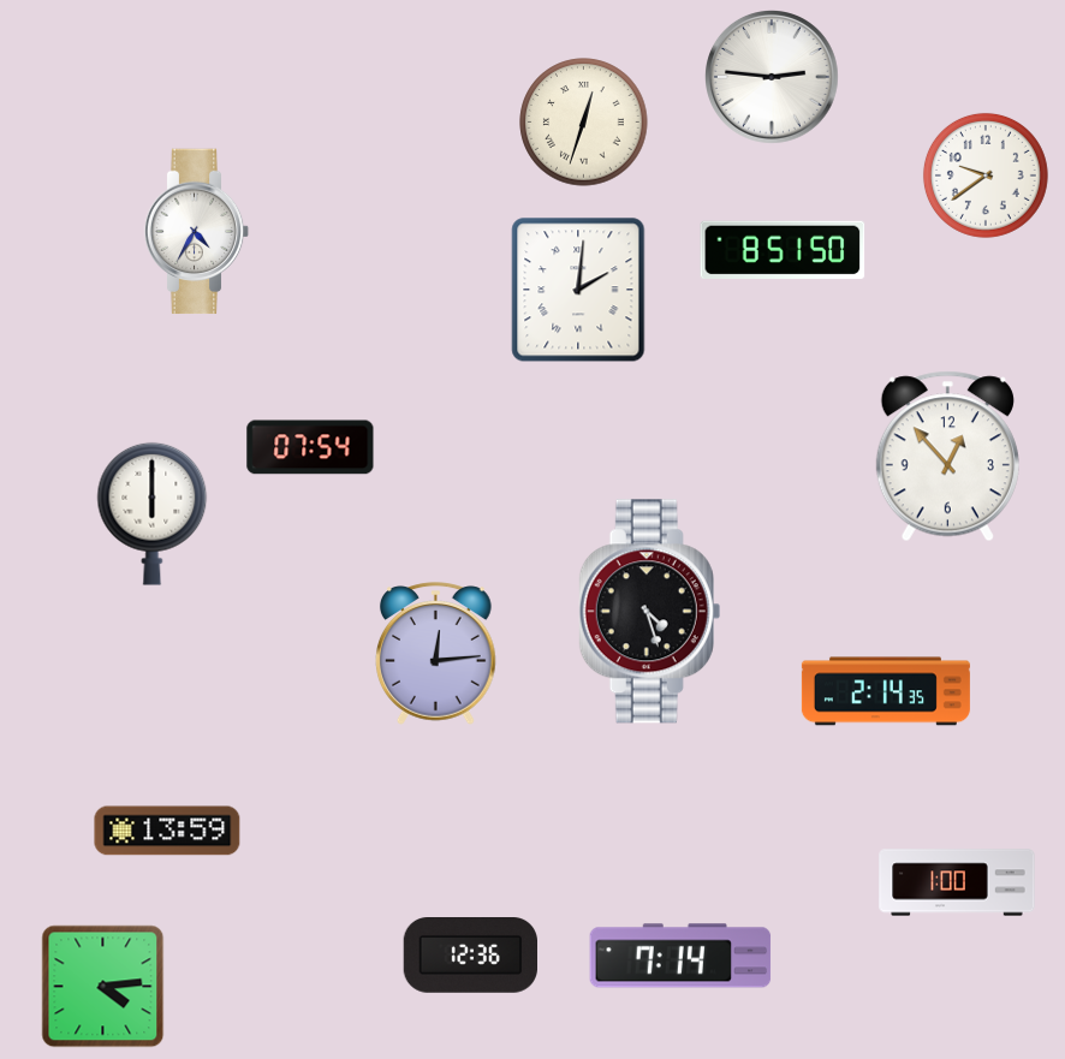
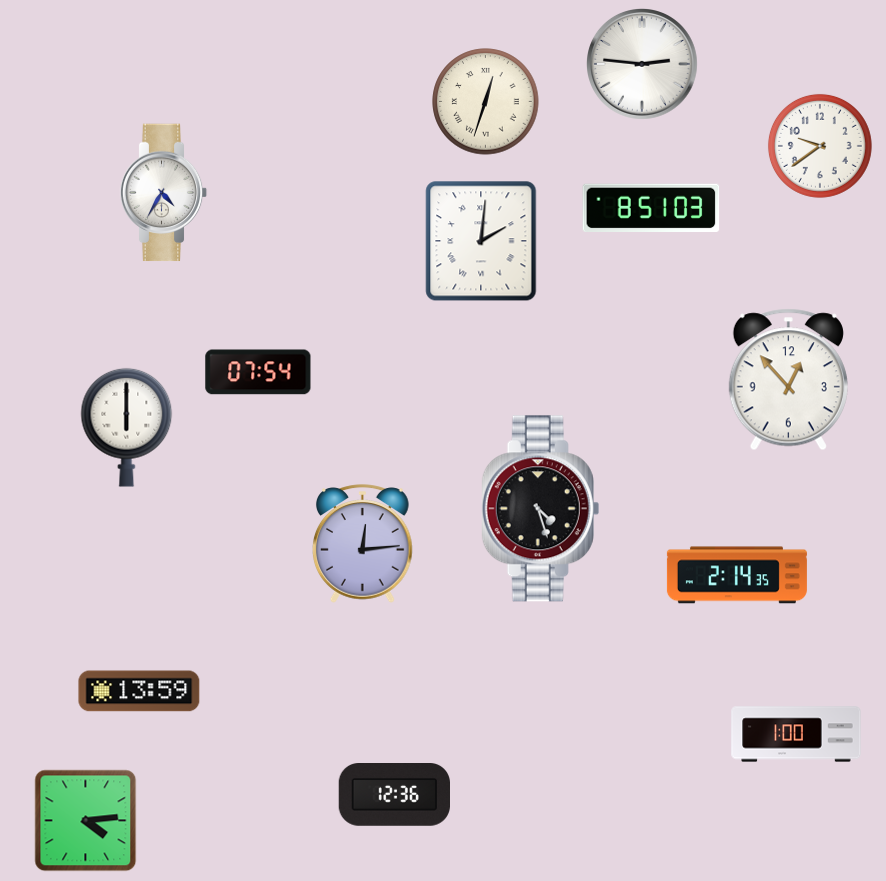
clock at (783, 250): 8:51:50 -> 8:51:03
clock at (470, 956) position: (470, 956) -> (394, 795)
clock at (680, 956): 7:14 -> none
